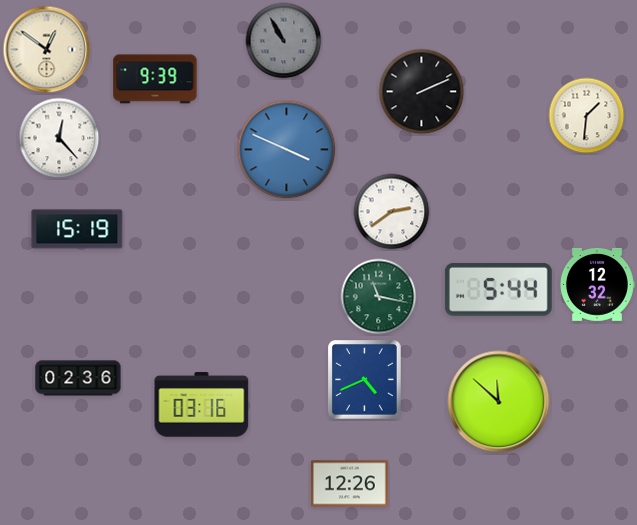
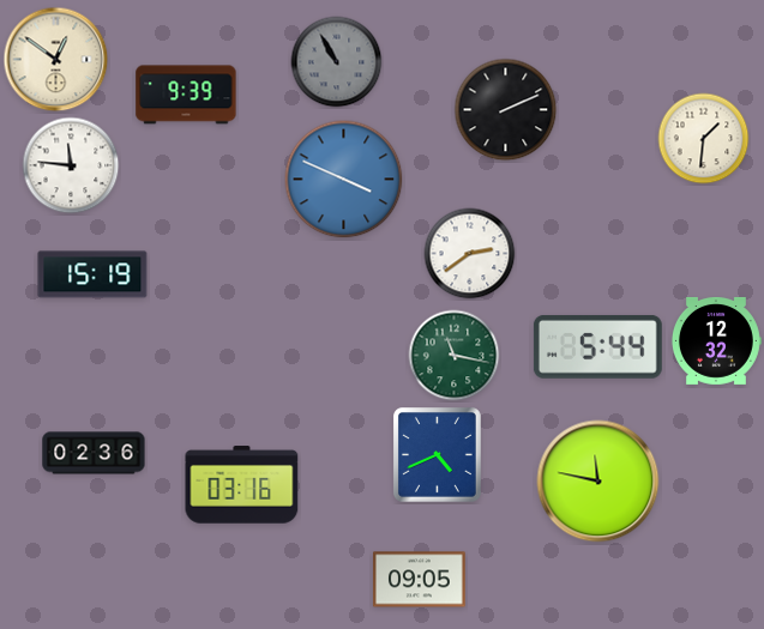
clock at (284, 41) position: (284, 41) -> (337, 62)
clock at (59, 138): 12:23 -> 11:46
clock at (499, 402): 11:52 -> 11:47
clock at (350, 484): 12:26 -> 09:05
